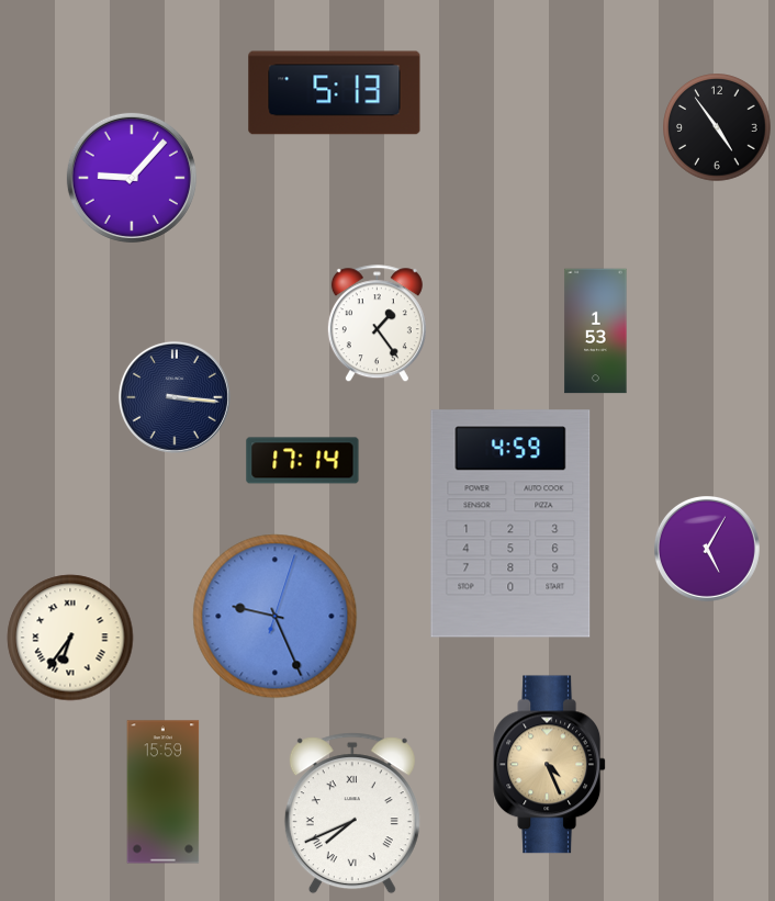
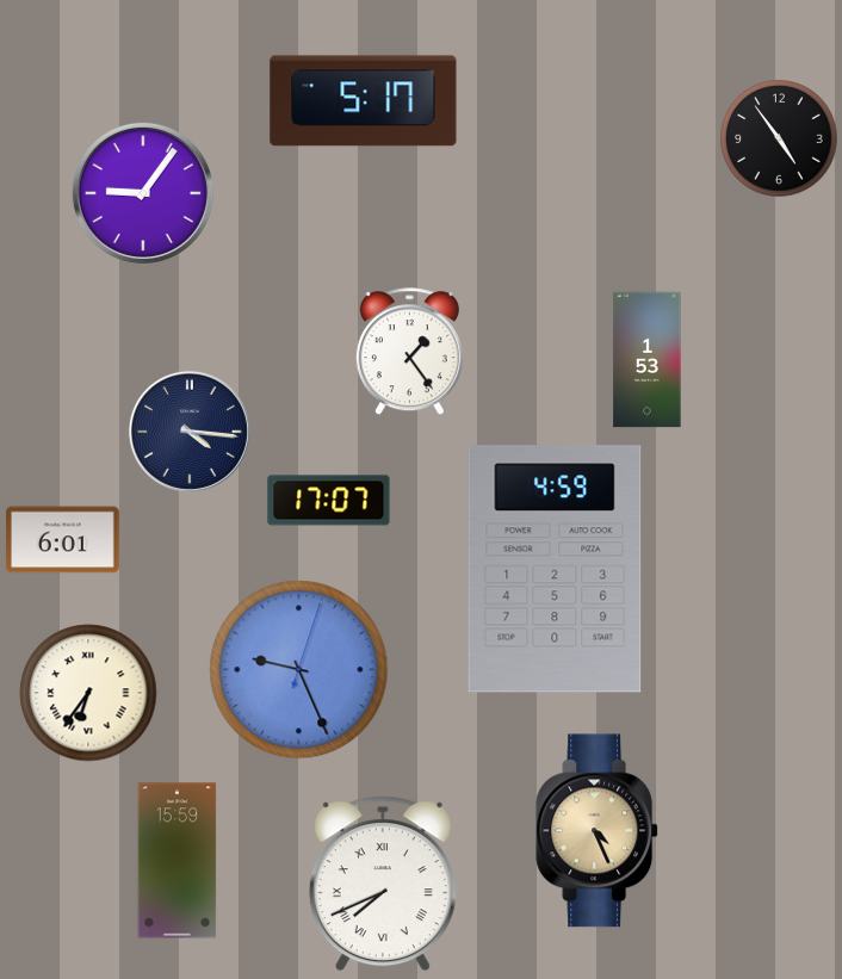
clock at (335, 93): 5:13 -> 5:17
clock at (132, 178): 9:07 -> 9:06
clock at (175, 397): 3:16 -> 4:16
clock at (303, 461): 17:14 -> 17:07
clock at (62, 540): none -> 6:01
clock at (707, 549): 5:05 -> none
clock at (70, 638) position: (70, 638) -> (88, 693)
